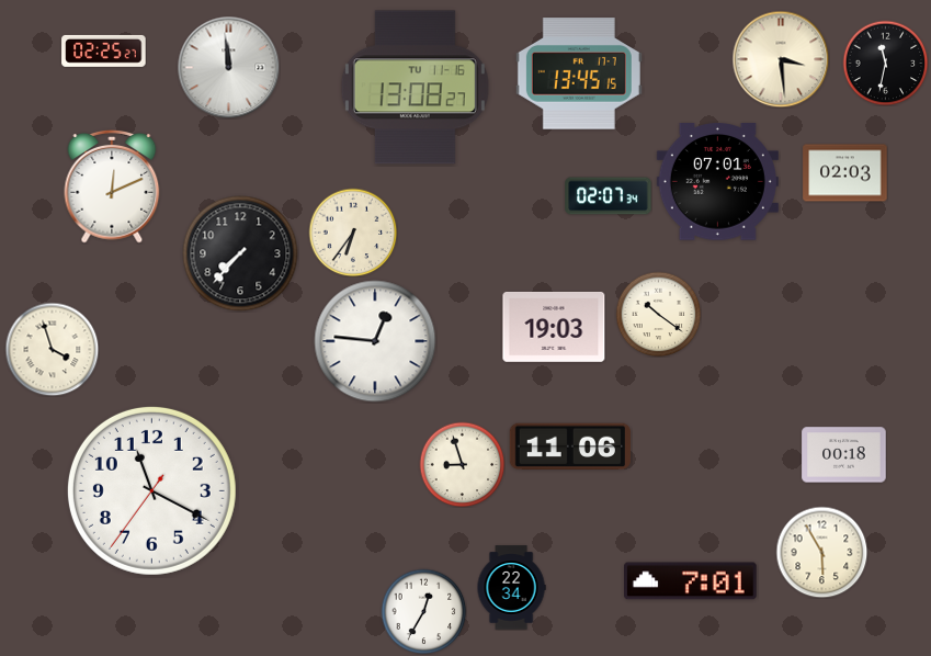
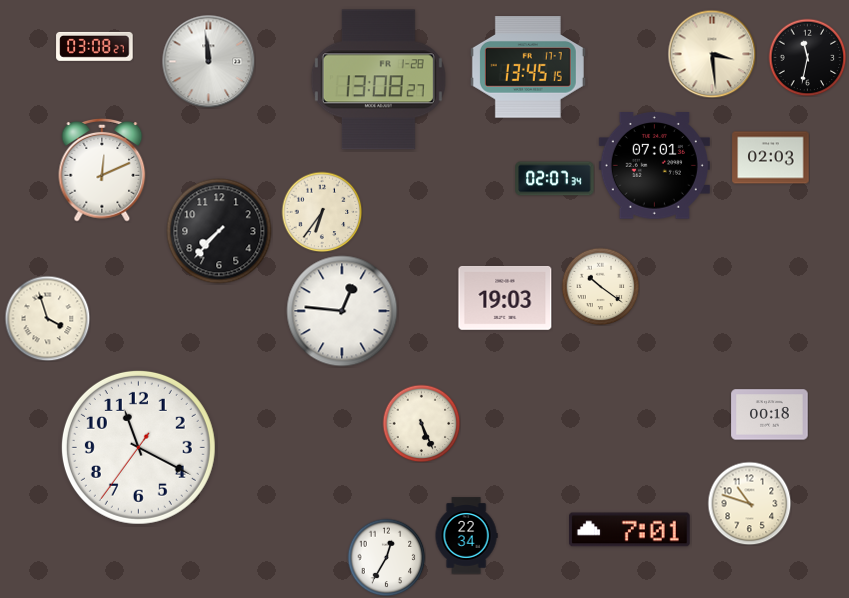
clock at (104, 50): 02:25 -> 03:08
clock at (415, 88) date: TU 11-16 -> FR 1-28
clock at (570, 446): 11:06 -> none
clock at (462, 464): 8:57 -> 5:26
clock at (821, 552): 5:55 -> 10:48
